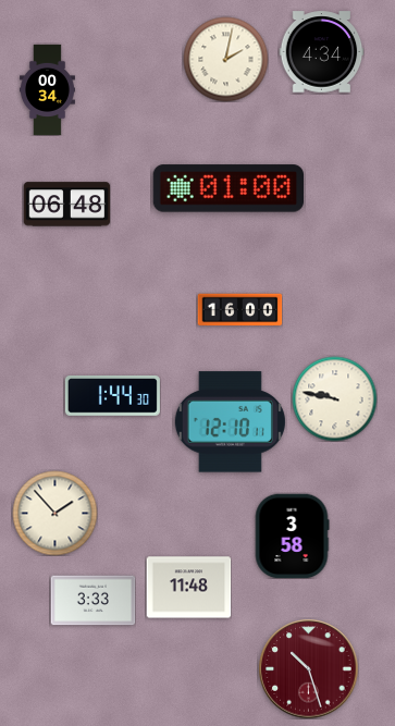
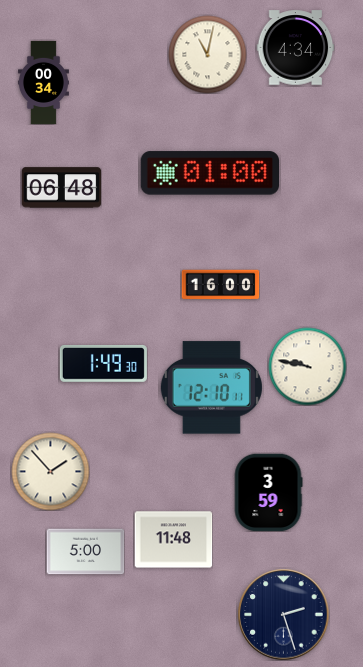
clock at (225, 59): 2:02 -> 11:02
clock at (112, 396): 1:44 -> 1:49
clock at (292, 536): 3:58 -> 3:59
clock at (92, 601): 3:33 -> 5:00
clock at (308, 668): 10:27 -> 2:27
clock at (308, 668) dial: burgundy -> navy
